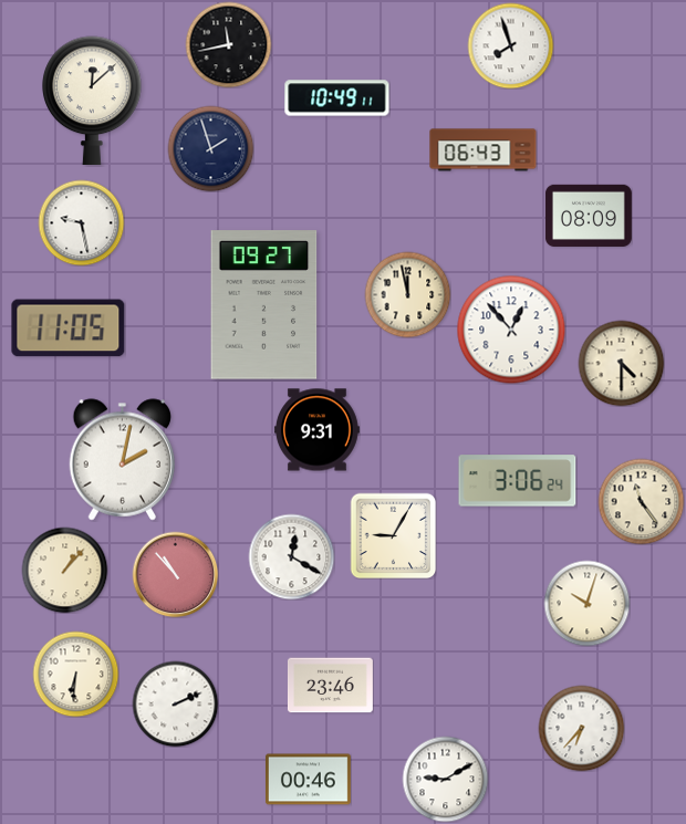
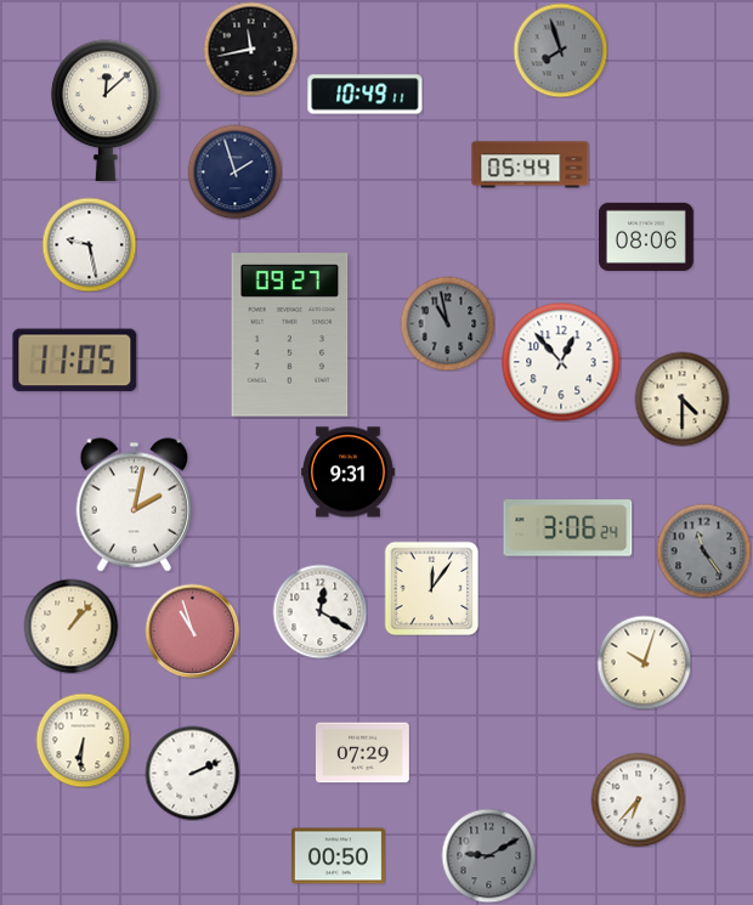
clock at (510, 45) dial: white -> grey
clock at (337, 98) position: (337, 98) -> (366, 95)
clock at (92, 101) position: (92, 101) -> (106, 111)
clock at (210, 148) position: (210, 148) -> (234, 171)
clock at (484, 150): 06:43 -> 05:44
clock at (589, 216): 08:09 -> 08:06
clock at (407, 294): 11:58 -> 10:58
clock at (407, 294) dial: cream -> grey
clock at (641, 501) dial: cream -> grey
clock at (393, 535): 9:05 -> 12:06
clock at (175, 574): 10:53 -> 10:57
clock at (330, 686): 23:46 -> 07:29
clock at (445, 779) dial: white -> grey
clock at (308, 780): 00:46 -> 00:50
